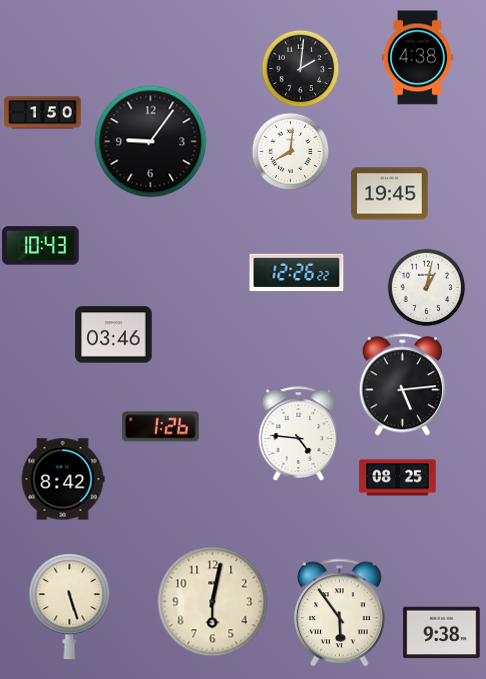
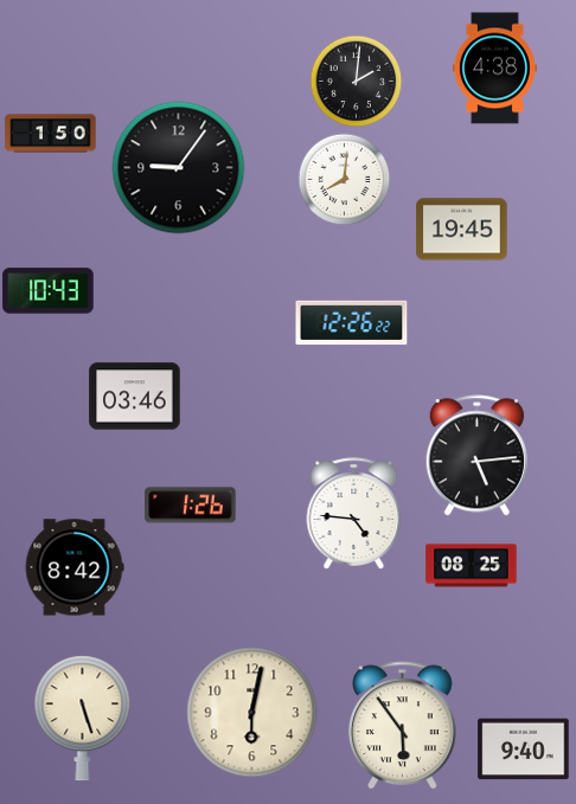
clock at (426, 287): 1:02 -> none
clock at (442, 633): 9:38 -> 9:40
